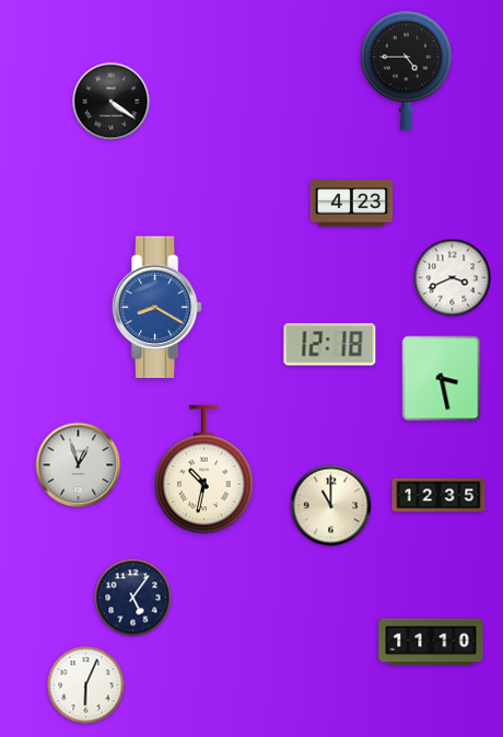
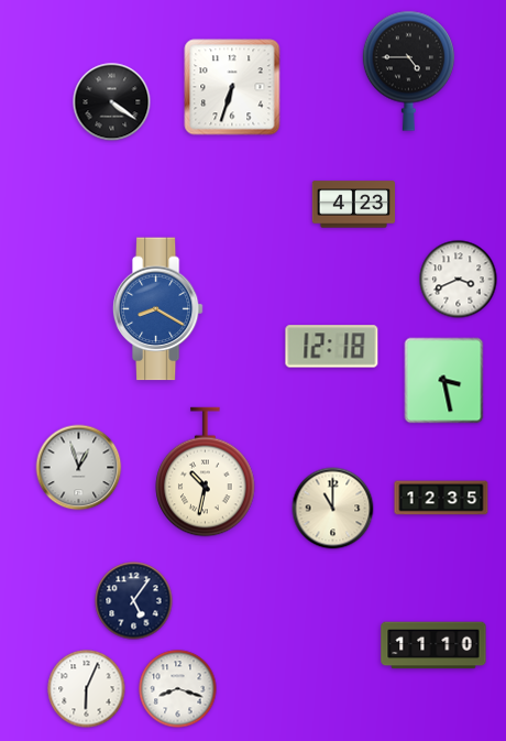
clock at (232, 87): none -> 6:33
clock at (453, 278) position: (453, 278) -> (459, 280)
clock at (178, 689): none -> 8:18
